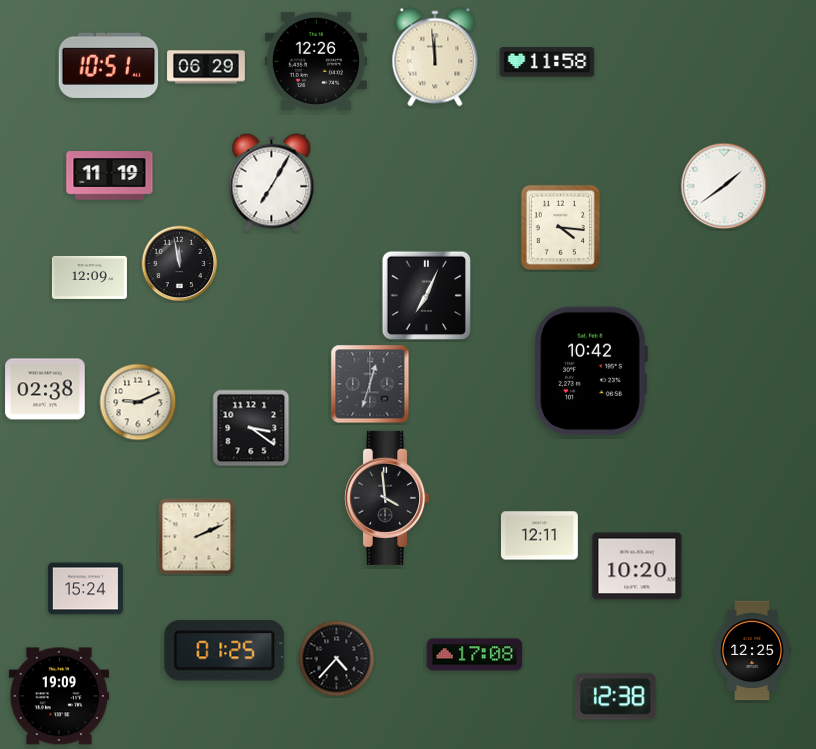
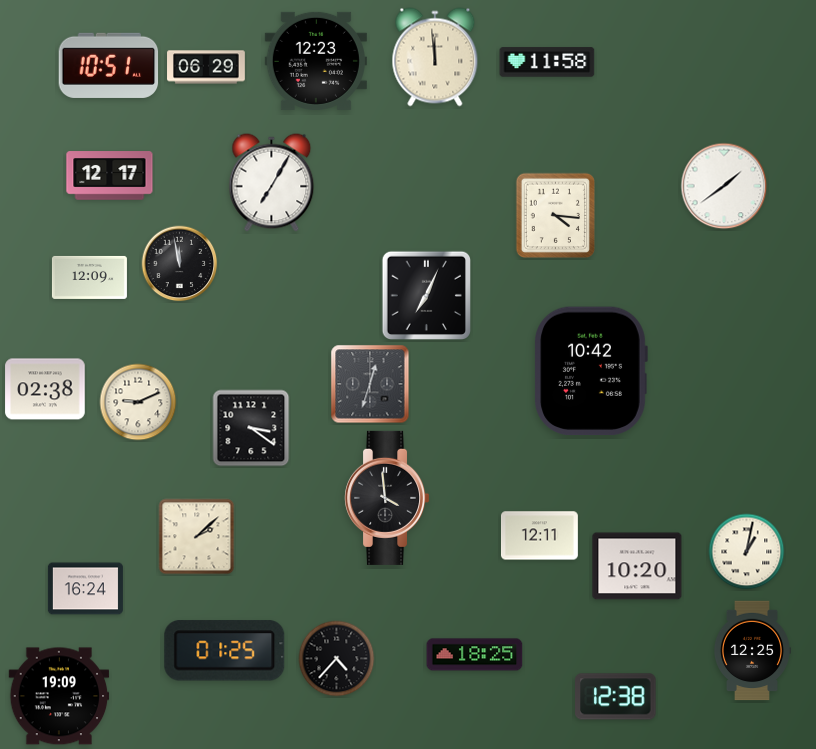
clock at (316, 61): 12:26 -> 12:23
clock at (110, 176): 11:19 -> 12:17
clock at (561, 228) position: (561, 228) -> (556, 216)
clock at (197, 537): 2:11 -> 2:08
clock at (747, 552): none -> 1:02
clock at (85, 589): 15:24 -> 16:24
clock at (475, 655): 17:08 -> 18:25
